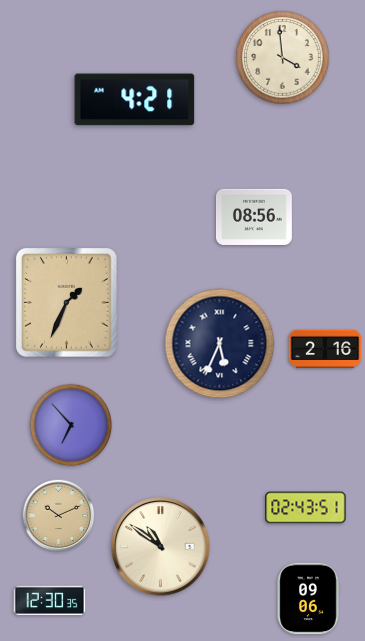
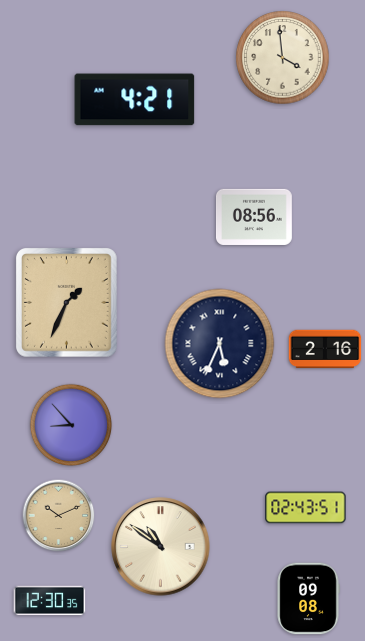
clock at (71, 425): 6:53 -> 8:53
clock at (308, 599): 09:06 -> 09:08
